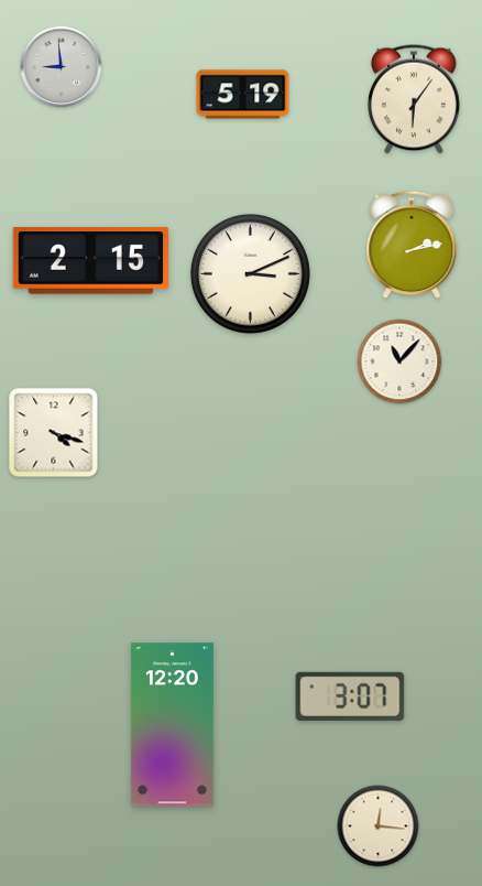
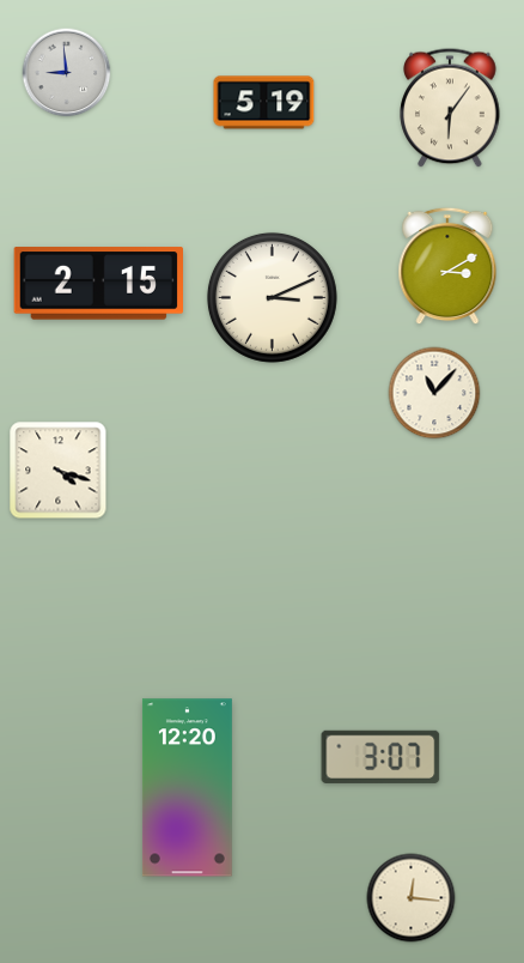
clock at (412, 245): 2:13 -> 3:10
